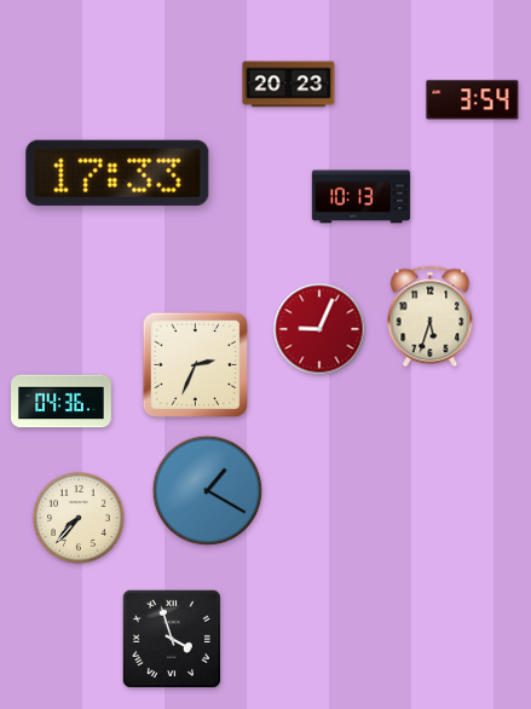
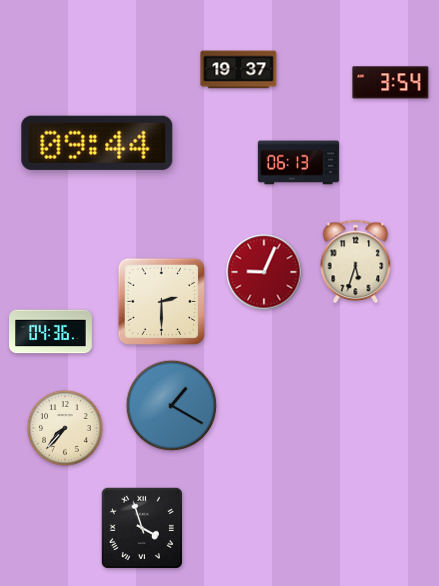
clock at (289, 85): 20:23 -> 19:37
clock at (117, 173): 17:33 -> 09:44
clock at (360, 197): 10:13 -> 06:13
clock at (195, 364): 2:34 -> 2:30
